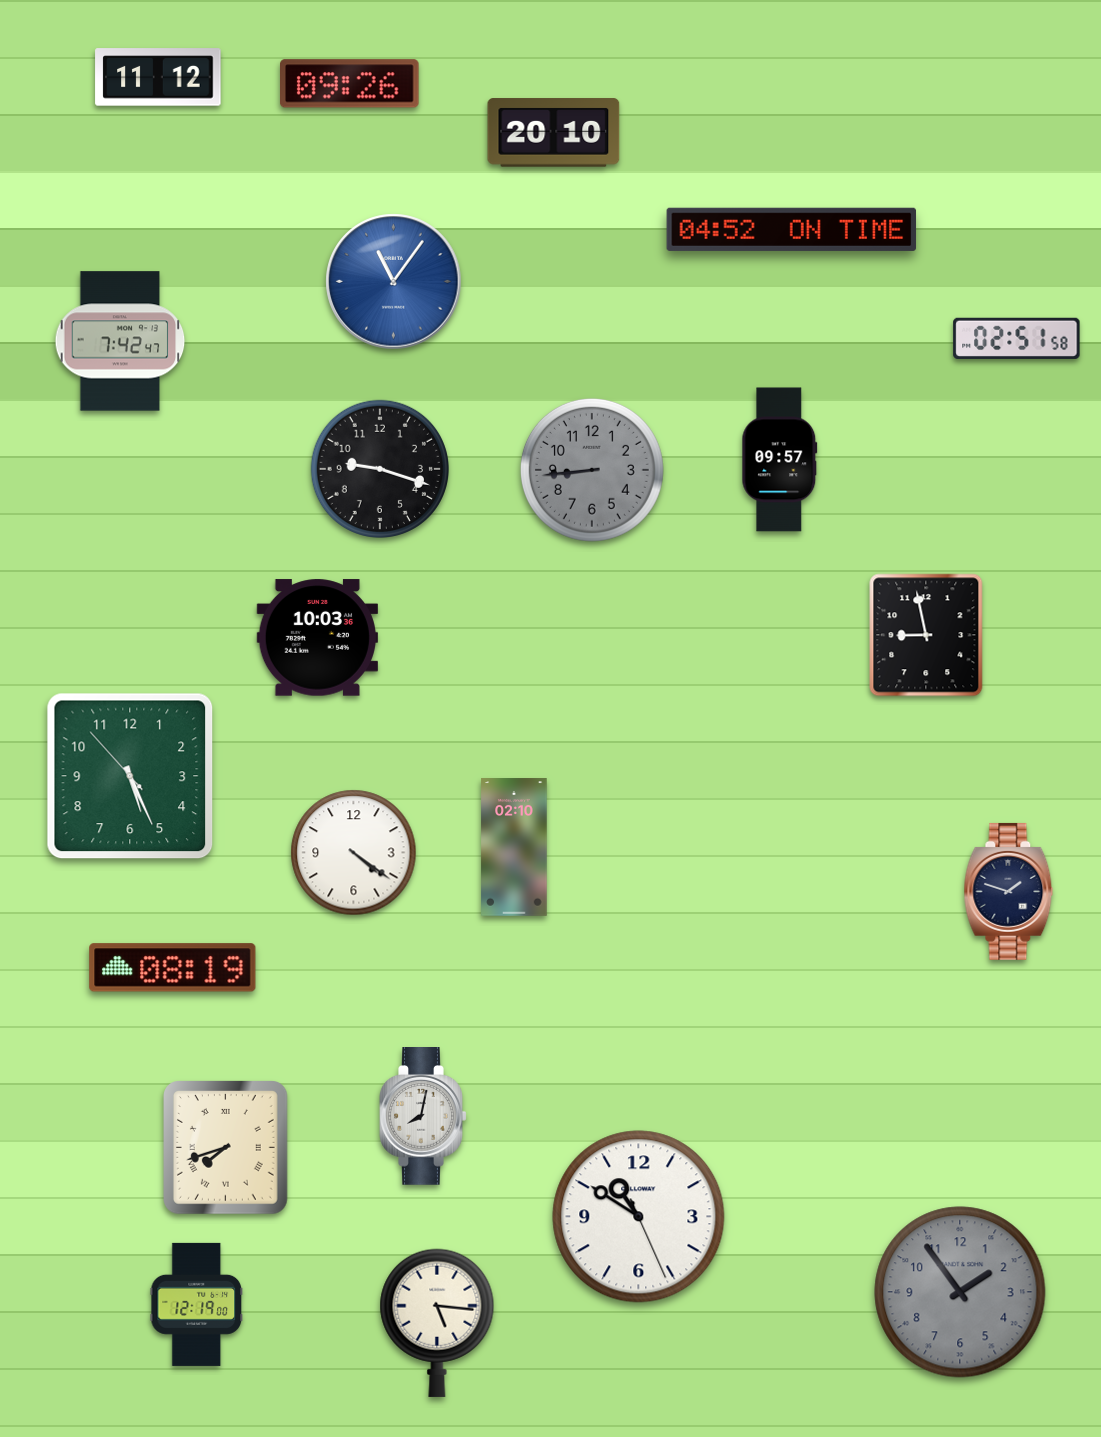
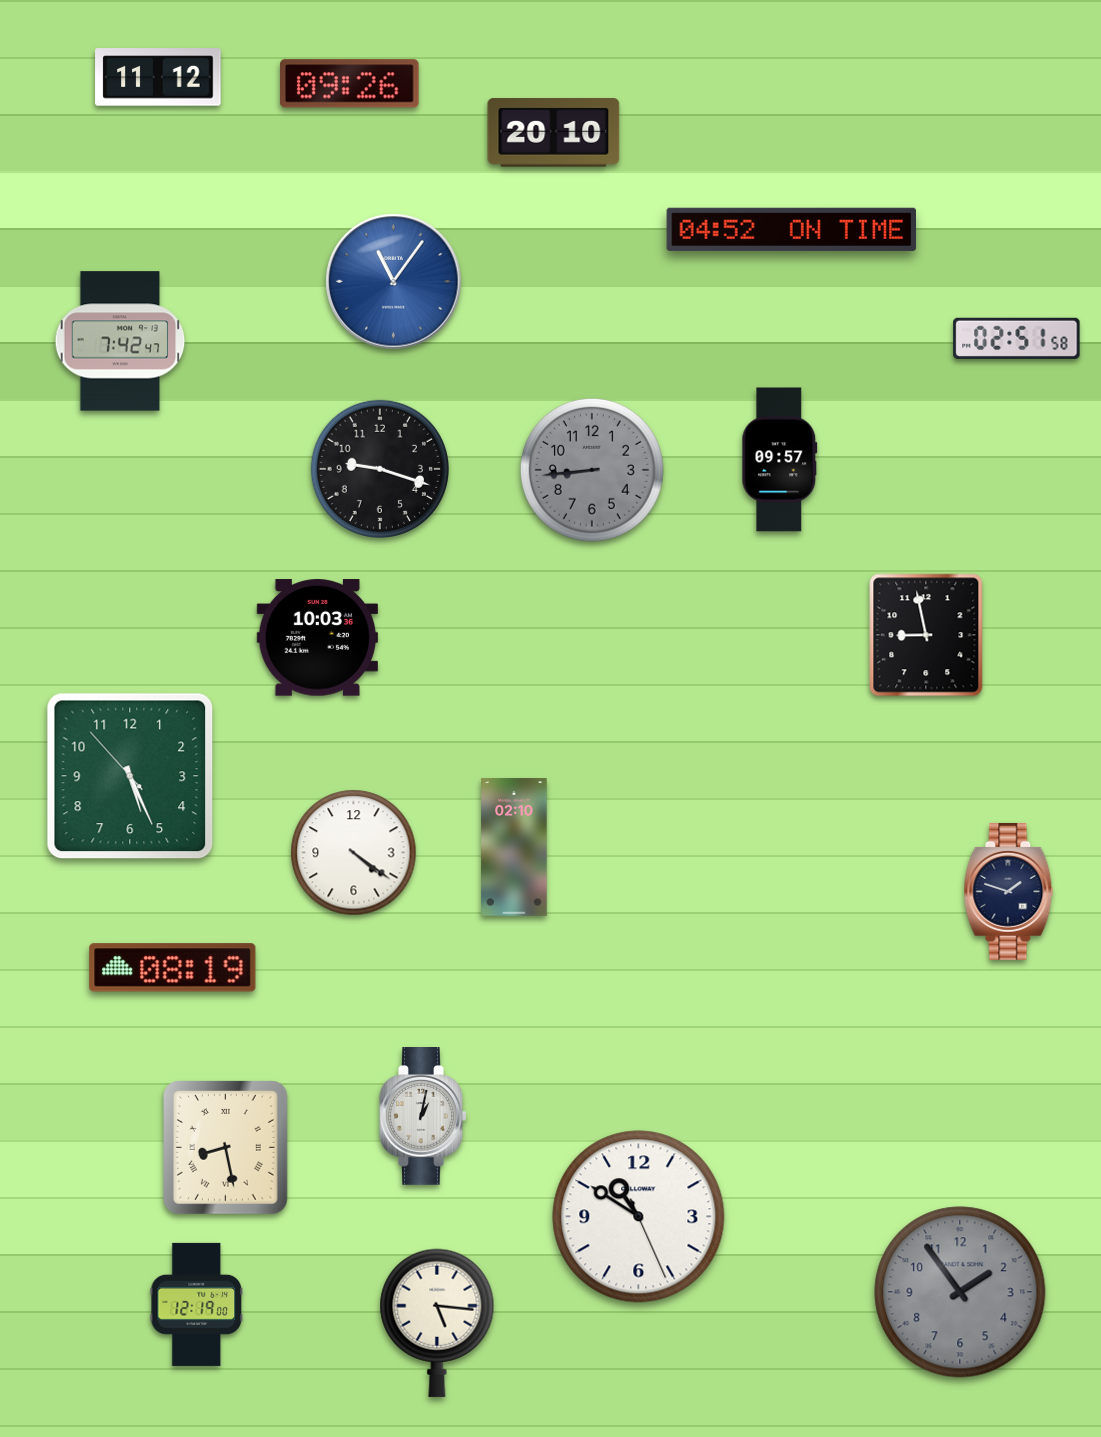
clock at (423, 1117): 8:02 -> 1:02
clock at (226, 1148): 7:42 -> 8:28
